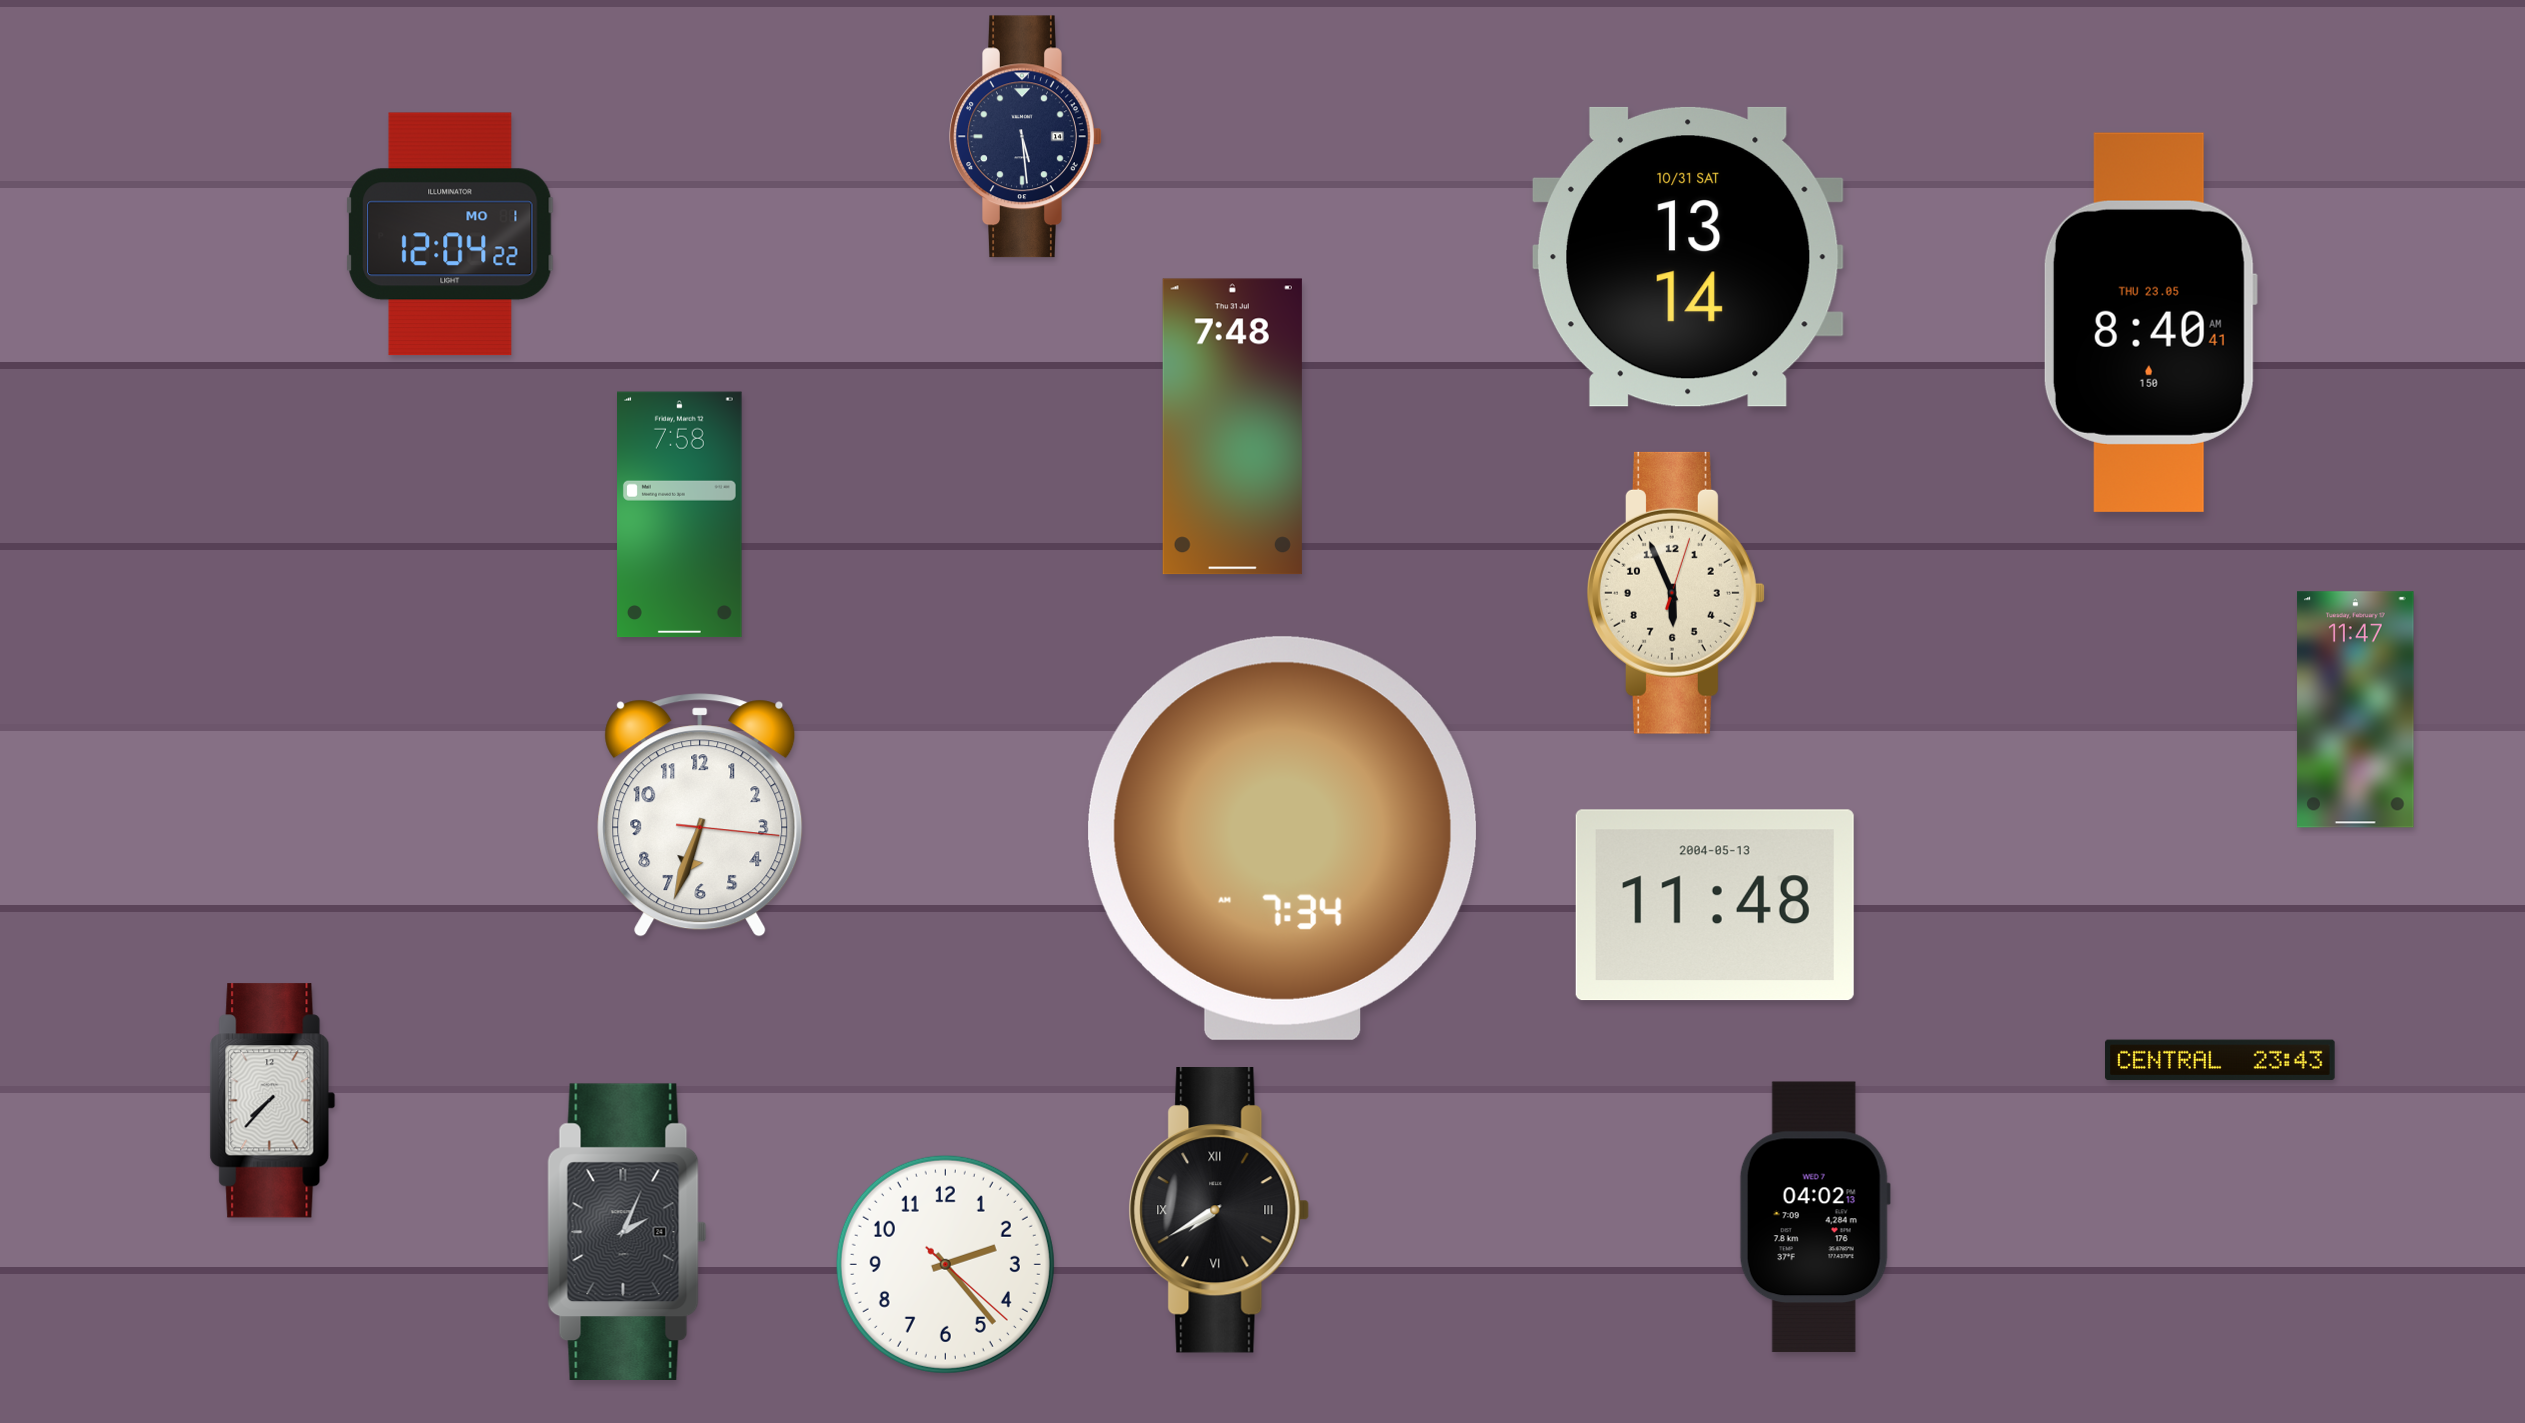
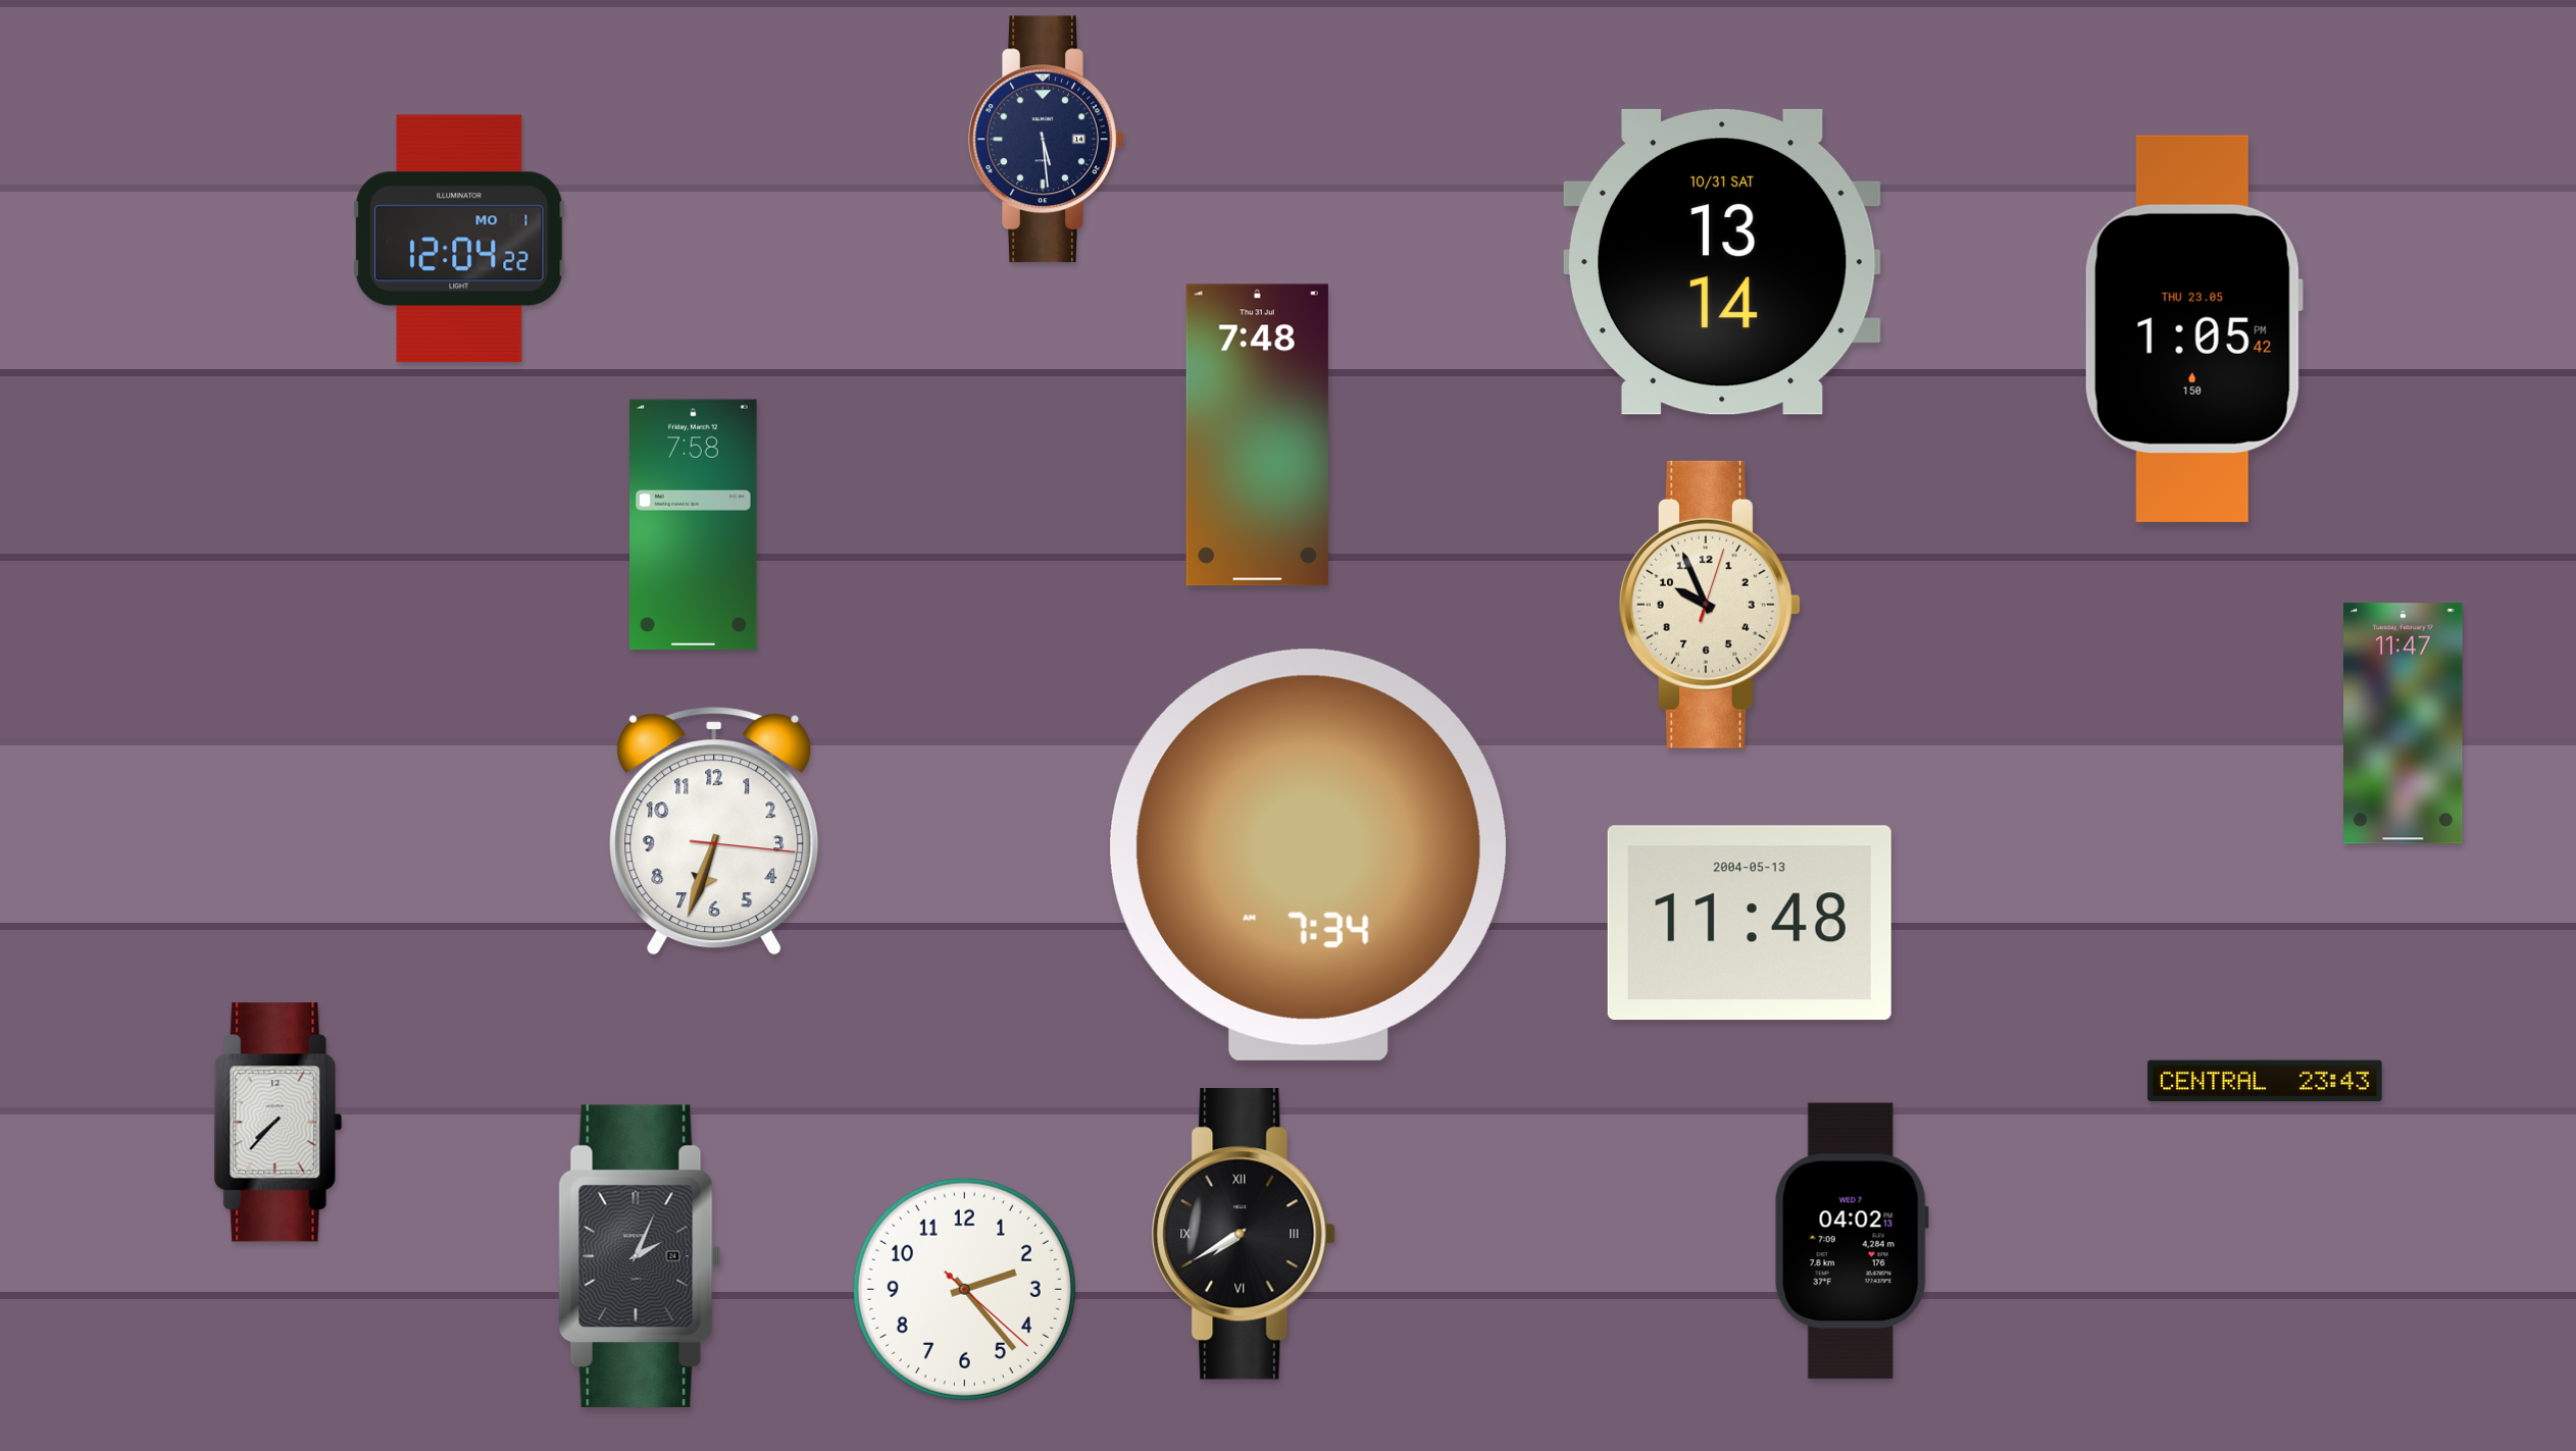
clock at (2150, 322): 8:40 -> 1:05
clock at (1676, 593): 5:56 -> 9:56
